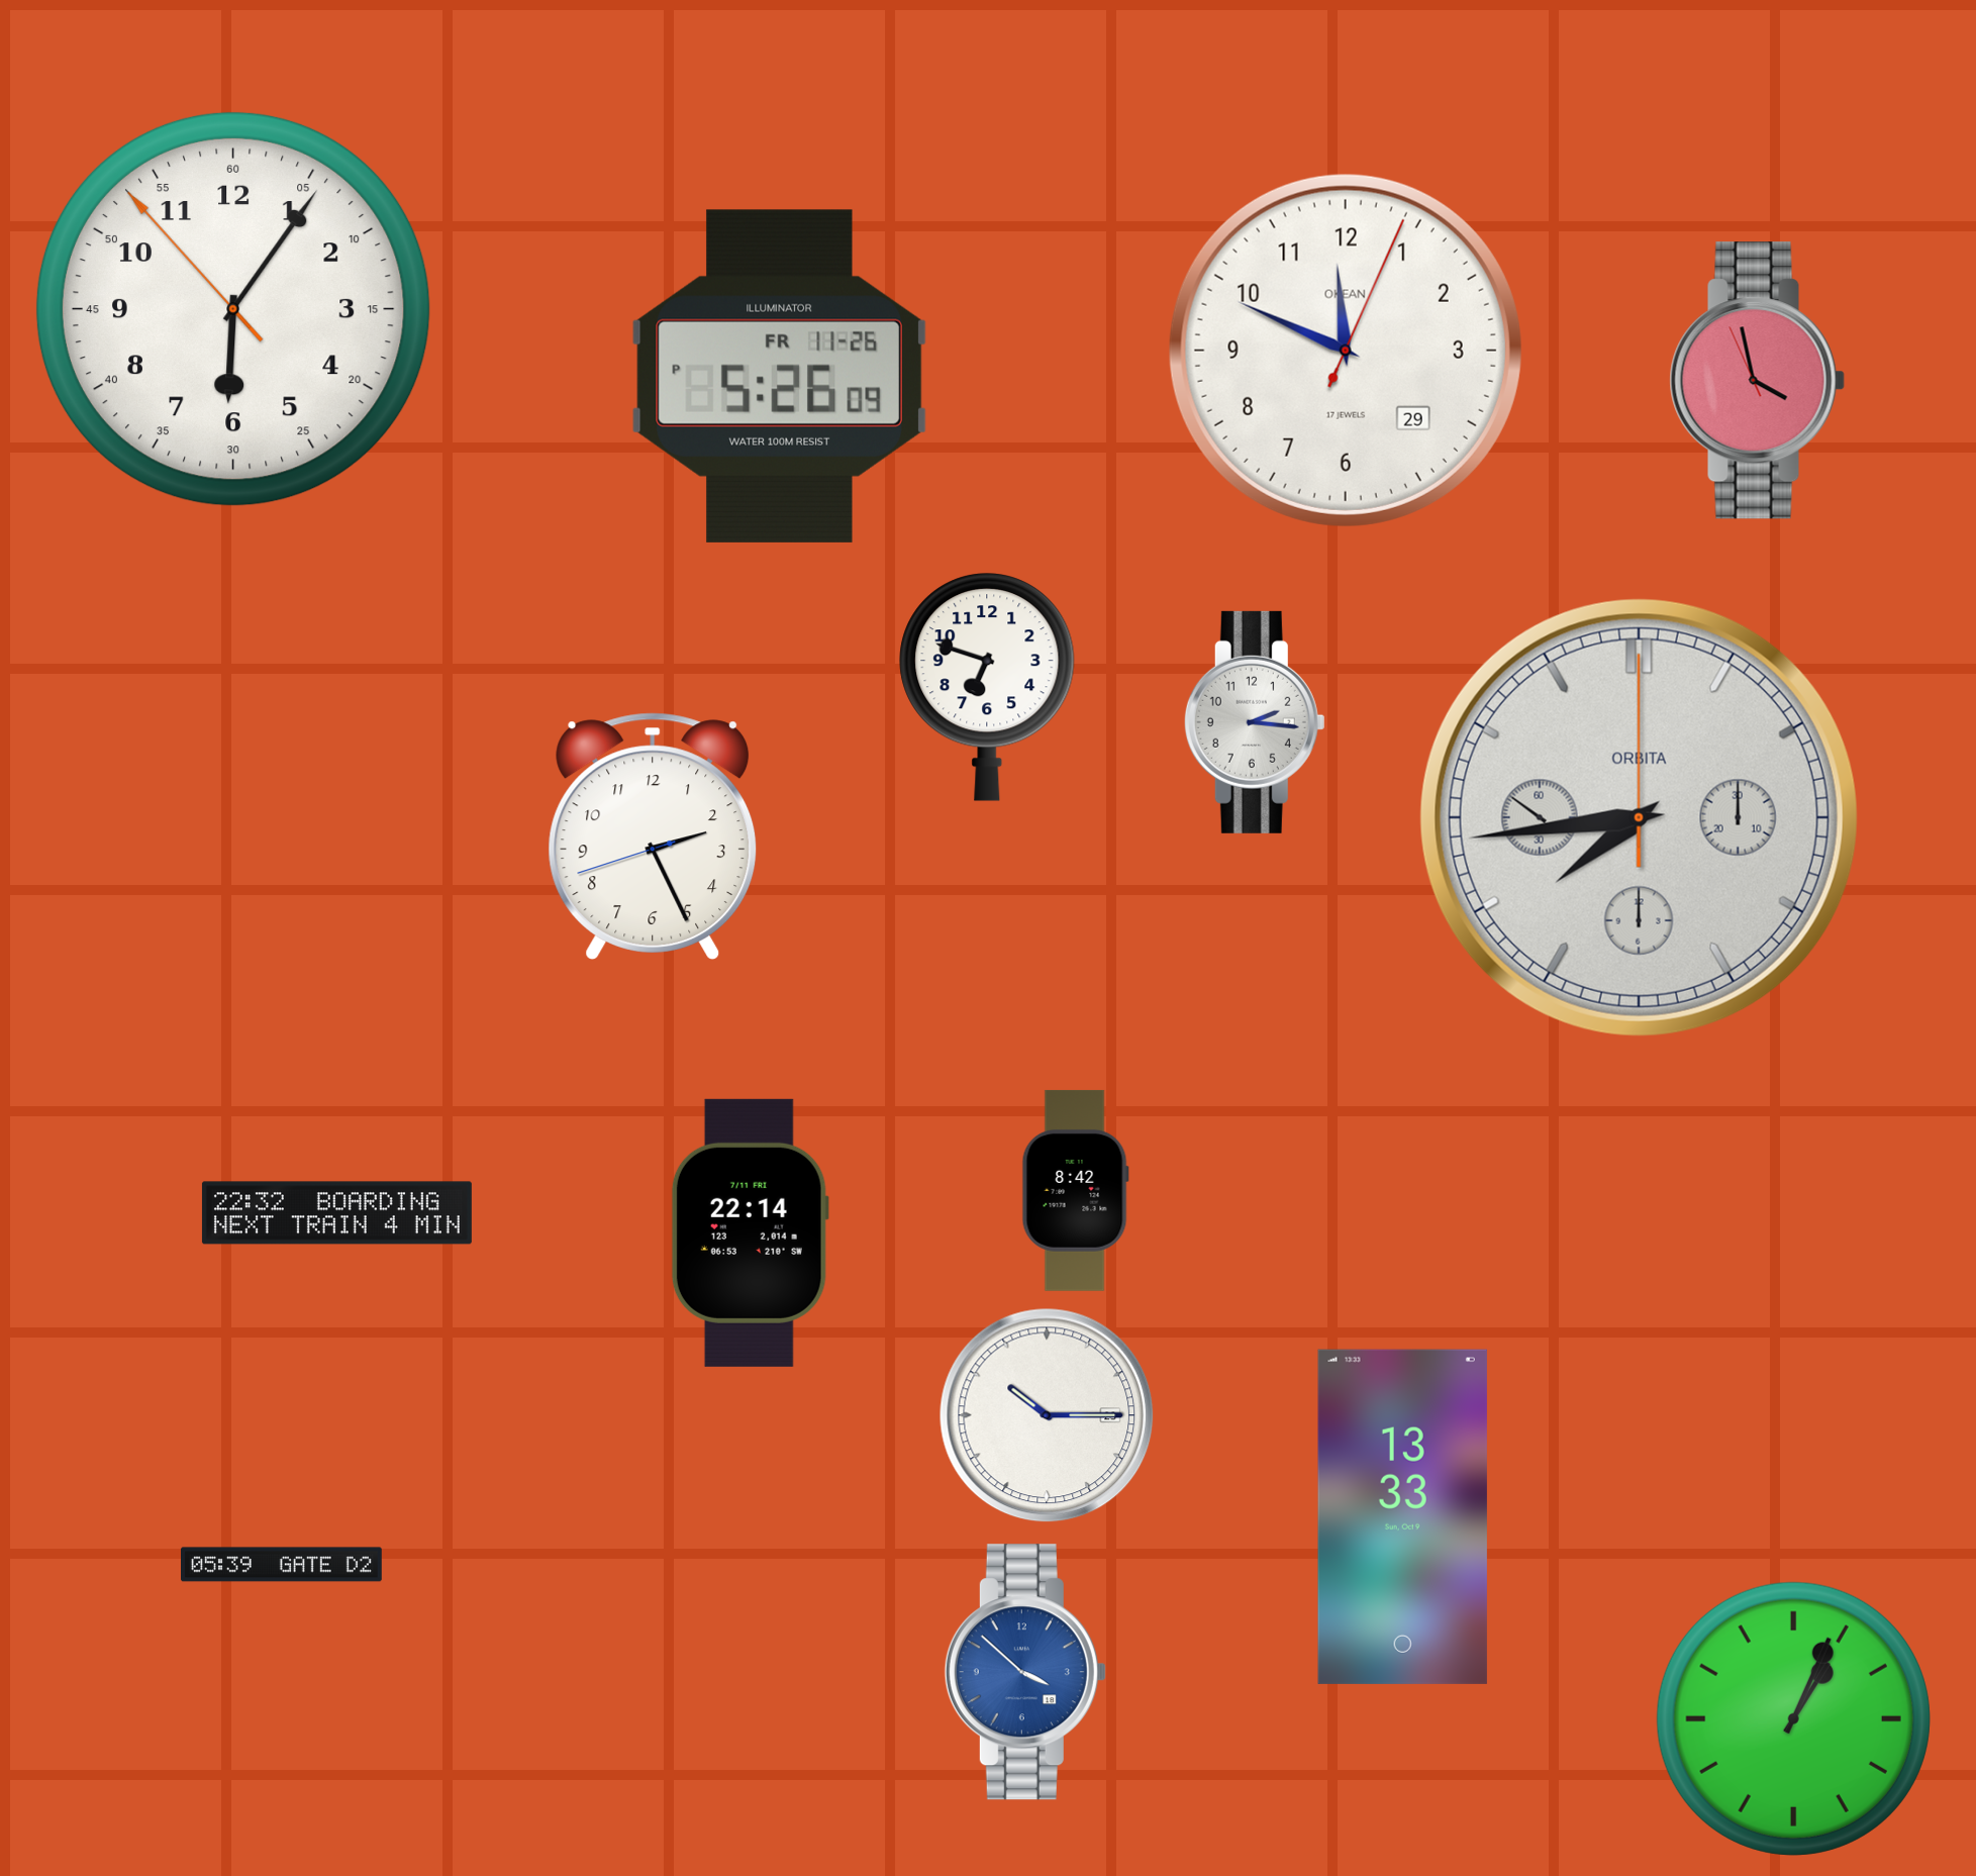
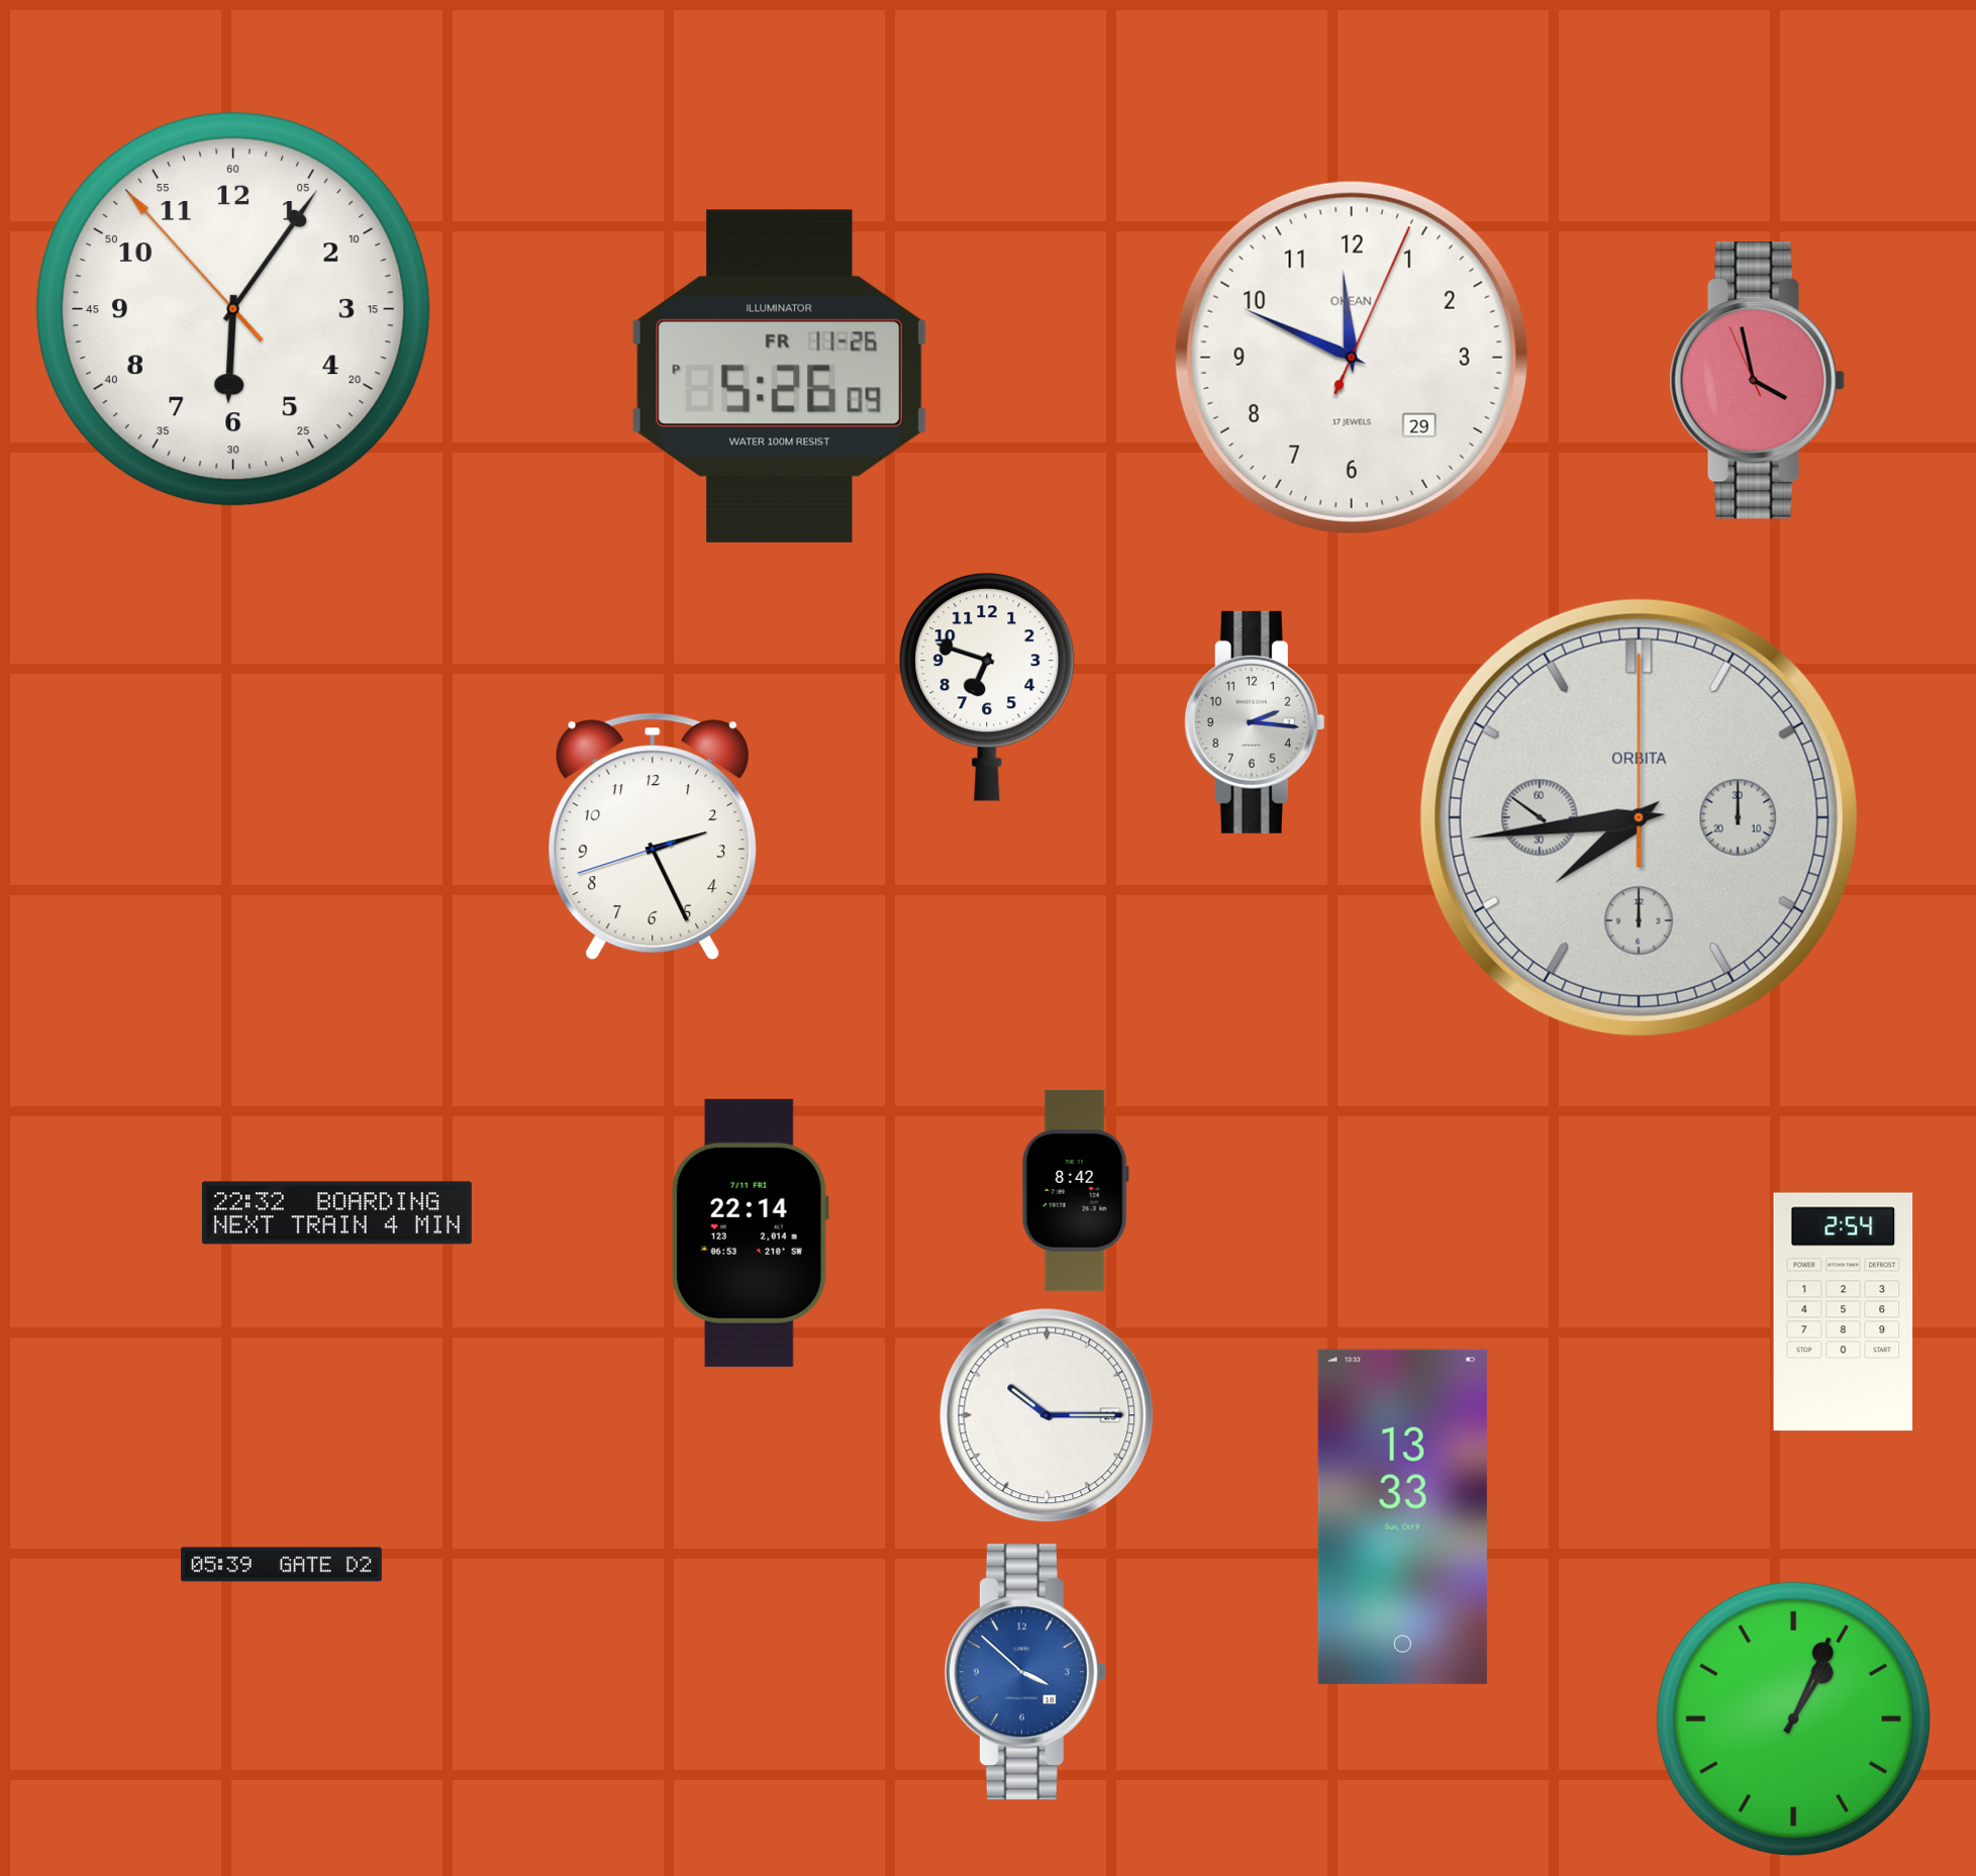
clock at (1346, 351) position: (1346, 351) -> (1352, 358)
clock at (1844, 1312): none -> 2:54
